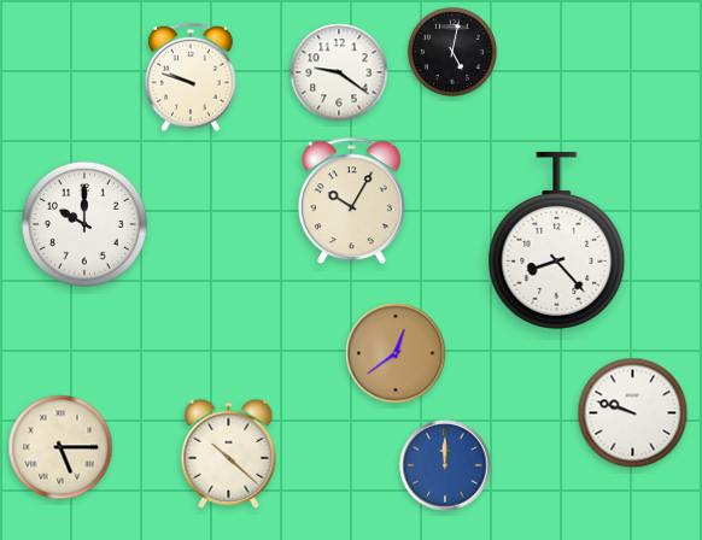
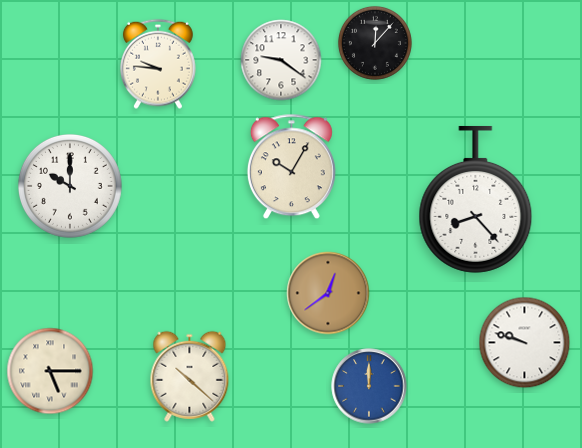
clock at (452, 52): 5:02 -> 12:07
clock at (192, 77): 9:48 -> 9:46
clock at (557, 240) position: (557, 240) -> (476, 199)
